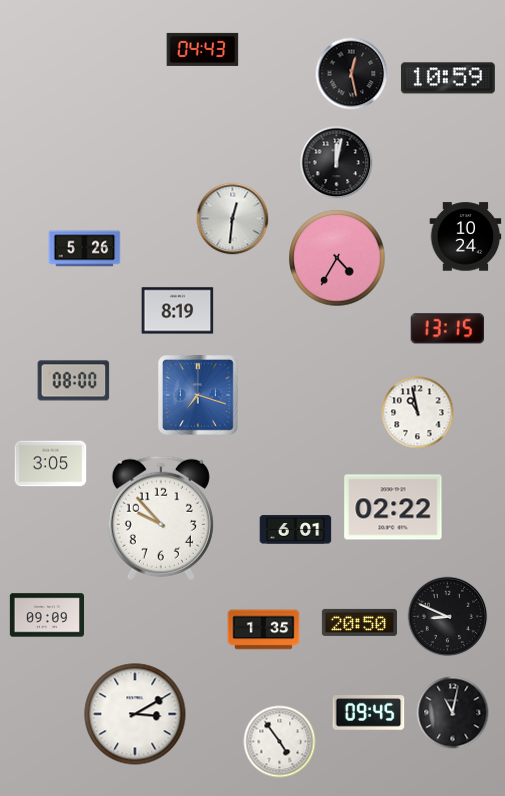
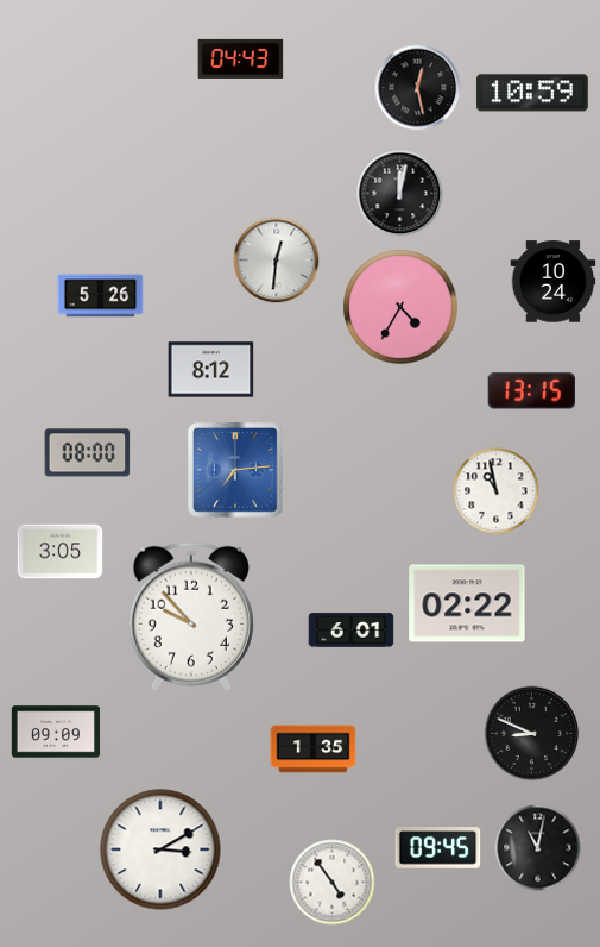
clock at (178, 311): 8:19 -> 8:12
clock at (199, 396): 7:18 -> 7:14
clock at (359, 622): 20:50 -> none
